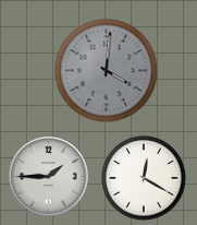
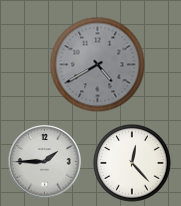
clock at (107, 71): 4:01 -> 4:40
clock at (144, 178): 12:20 -> 12:23
